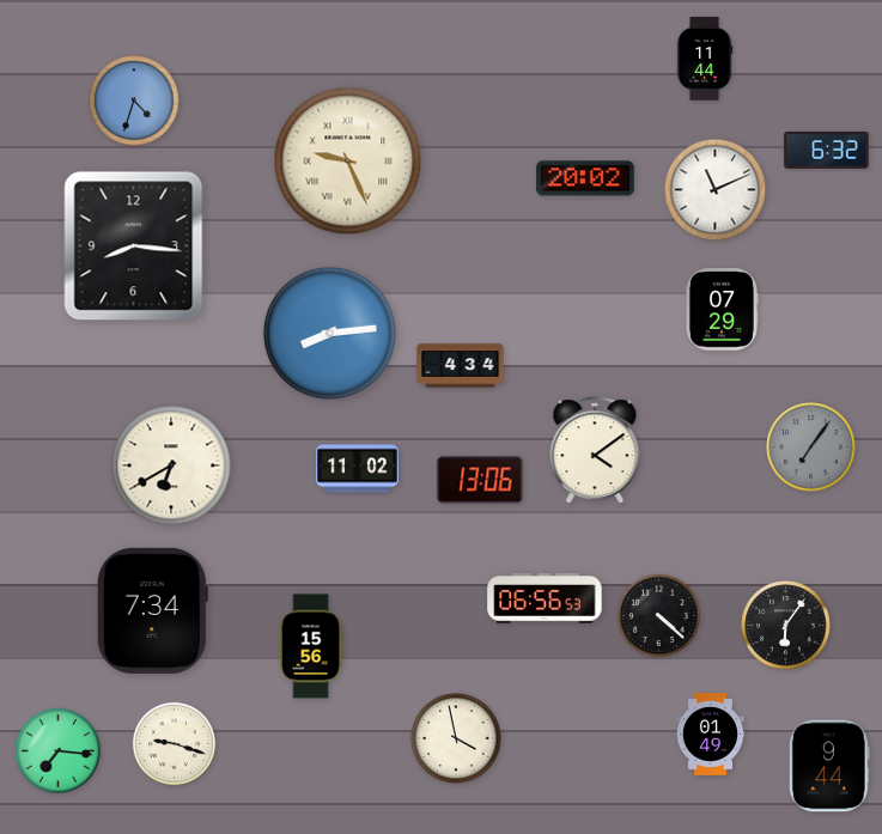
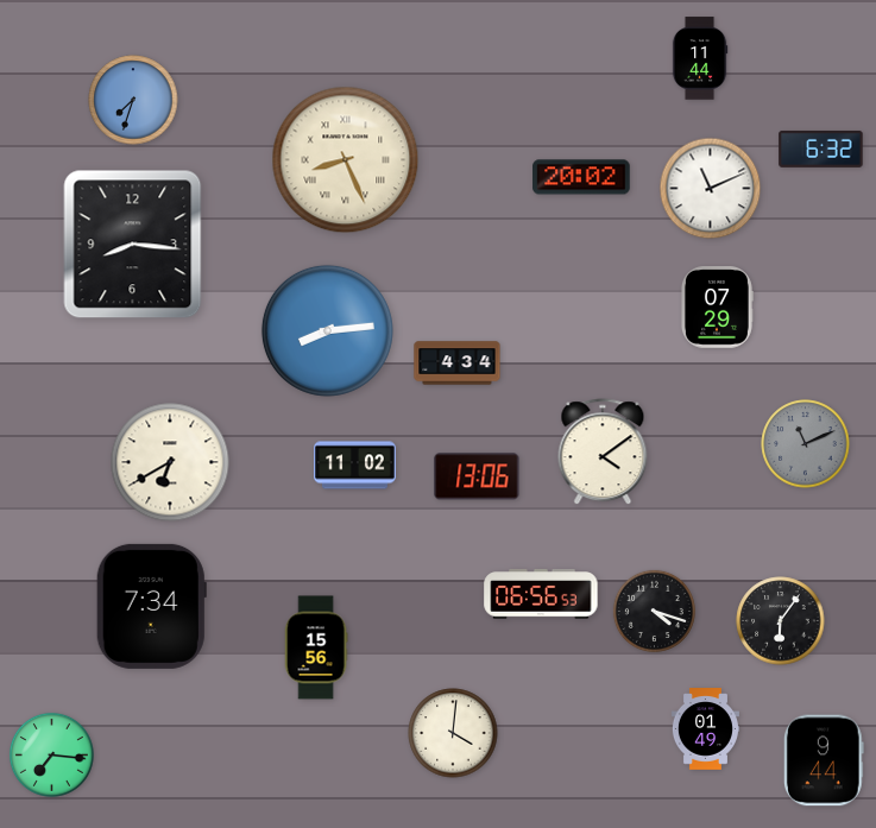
clock at (134, 101): 4:33 -> 7:33
clock at (348, 162): 9:26 -> 8:26
clock at (811, 448): 7:06 -> 11:11
clock at (595, 451) position: (595, 451) -> (603, 453)
clock at (658, 615): 4:22 -> 4:18
clock at (311, 646) position: (311, 646) -> (316, 647)
clock at (456, 738): 3:58 -> 4:01
clock at (174, 743): 9:18 -> none
clock at (57, 750) position: (57, 750) -> (51, 754)
